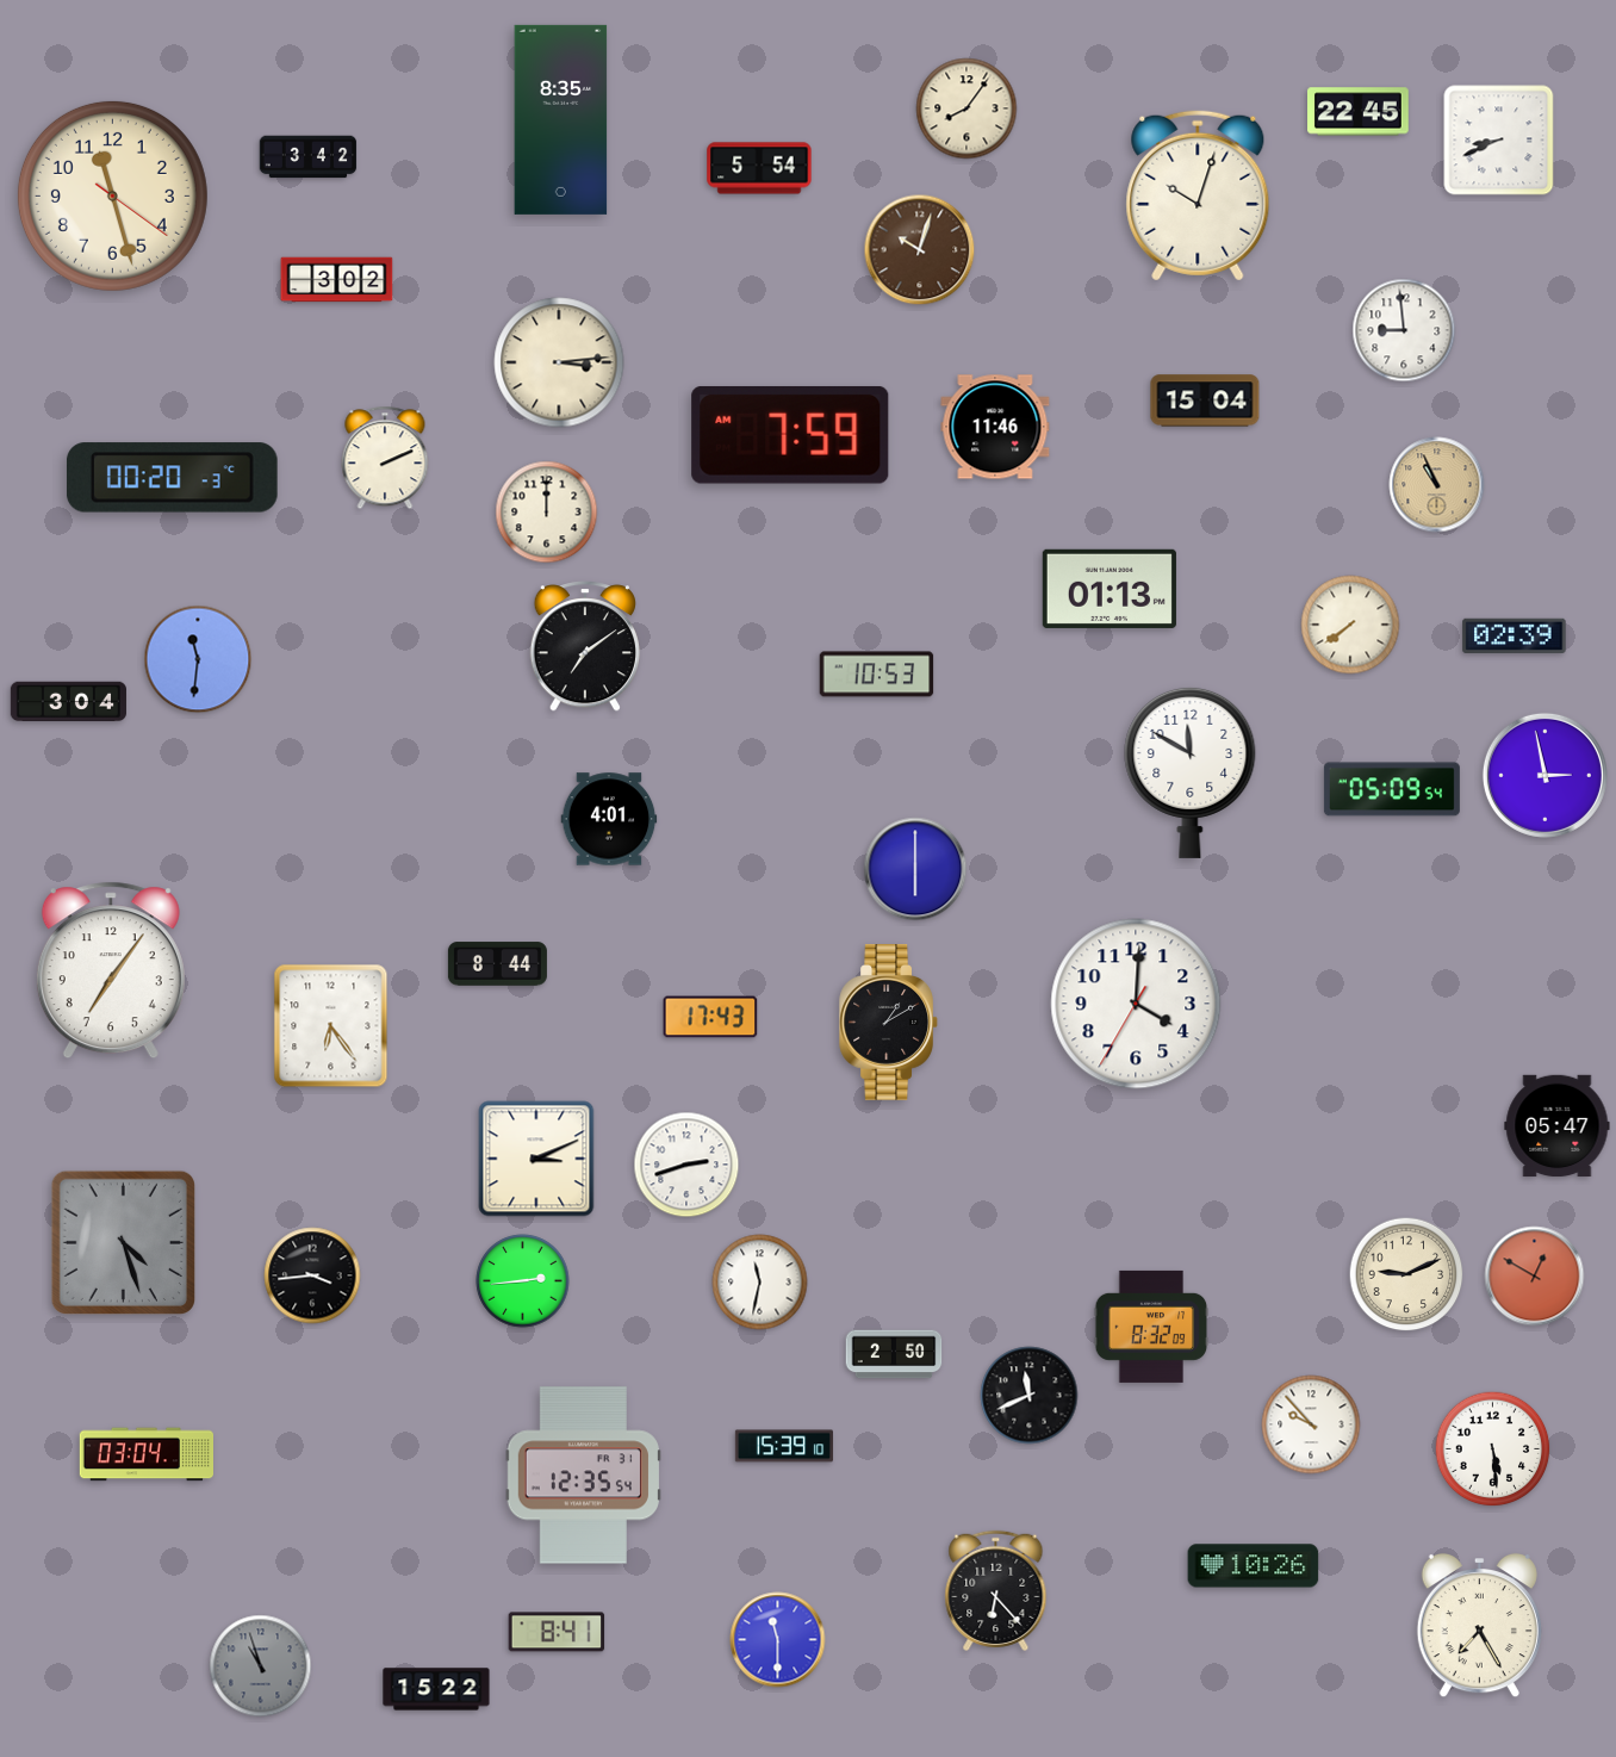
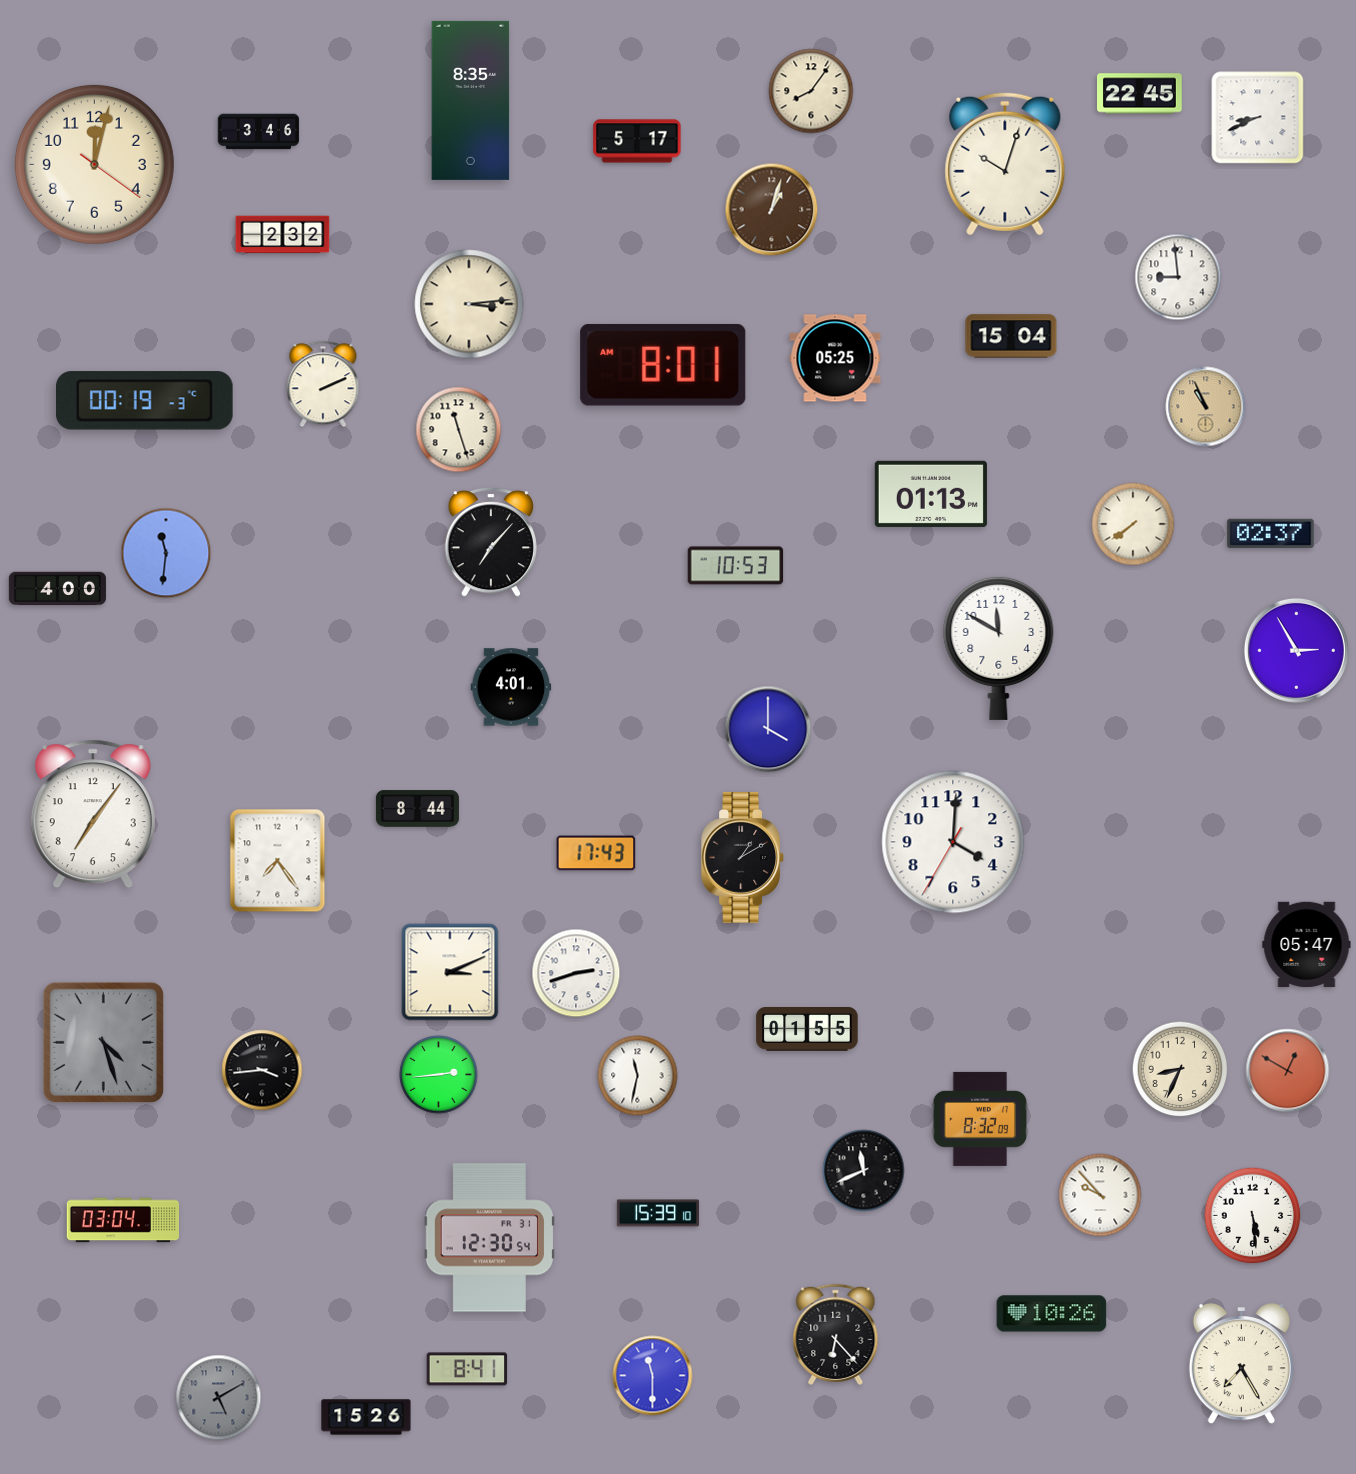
clock at (309, 157): 3:42 -> 3:46
clock at (759, 168): 5:54 -> 5:17
clock at (112, 195): 11:27 -> 12:02
clock at (920, 250): 10:03 -> 1:03
clock at (337, 280): 3:02 -> 2:32
clock at (995, 427): 11:46 -> 05:25
clock at (790, 435): 7:59 -> 8:01
clock at (172, 478): 00:20 -> 00:19
clock at (547, 513): 12:00 -> 11:27
clock at (1515, 635): 02:39 -> 02:37
clock at (584, 646): 7:09 -> 7:07
clock at (68, 702): 3:04 -> 4:00
clock at (1544, 775): 2:58 -> 2:55
clock at (1392, 789): 05:09 -> none
clock at (915, 869): 6:00 -> 4:00
clock at (888, 1023) position: (888, 1023) -> (742, 858)
clock at (331, 1026): 6:24 -> 7:24
clock at (686, 1165) position: (686, 1165) -> (576, 973)
clock at (807, 1030): none -> 01:55
clock at (1406, 1274): 9:11 -> 8:34
clock at (1151, 1327) position: (1151, 1327) -> (980, 1119)
clock at (894, 1354): 2:50 -> none
clock at (583, 1476): 12:35 -> 12:30
clock at (261, 1666): 10:57 -> 5:10
clock at (436, 1689): 15:22 -> 15:26
